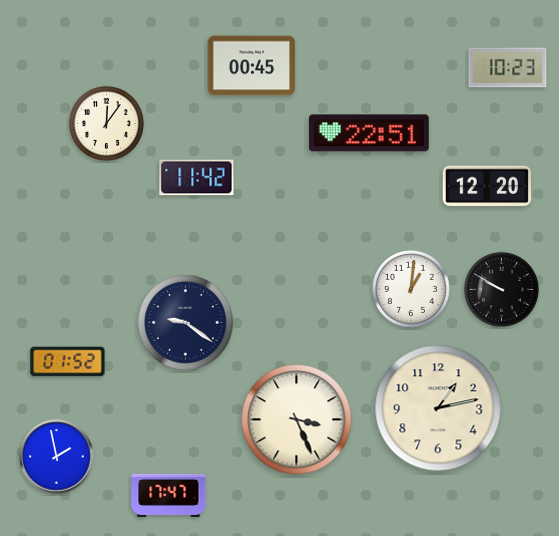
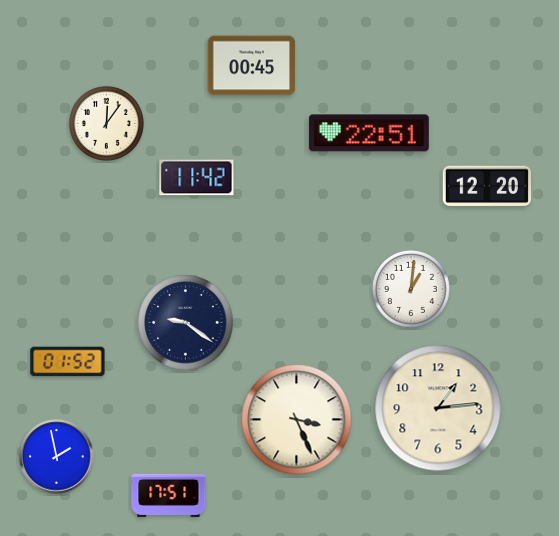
clock at (508, 68): 10:23 -> none
clock at (501, 289): 9:50 -> none
clock at (438, 408): 1:13 -> 1:14
clock at (169, 495): 17:47 -> 17:51
